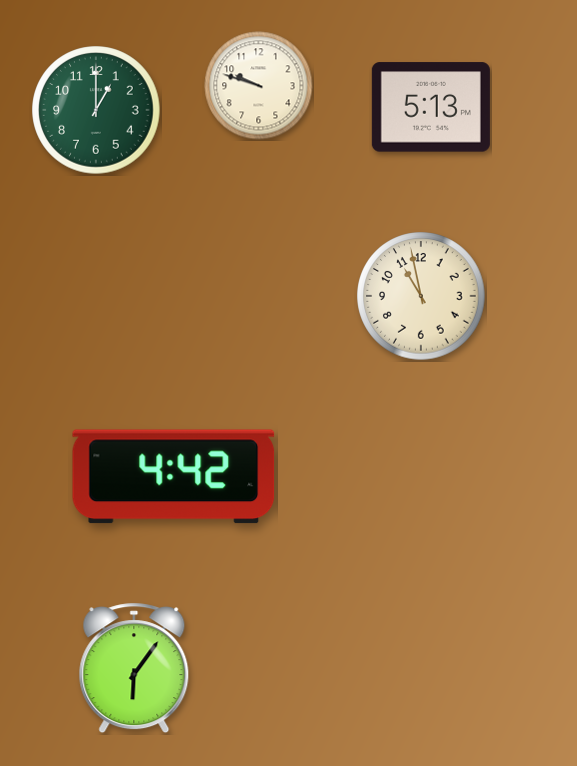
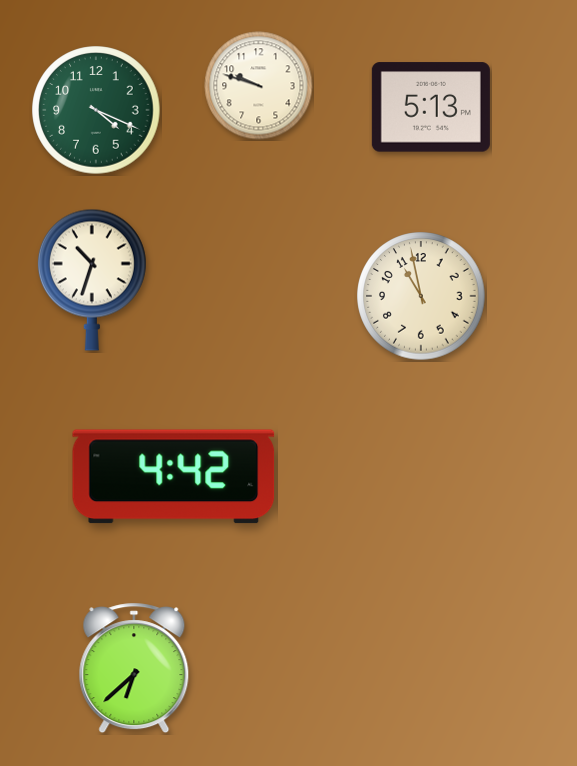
clock at (96, 110): 1:00 -> 4:19
clock at (92, 280): none -> 10:33
clock at (134, 668): 6:06 -> 6:38
